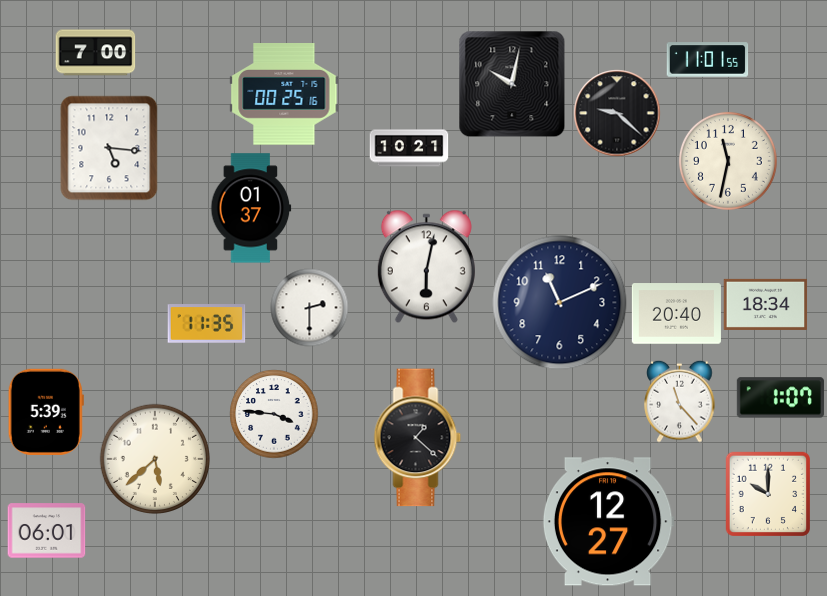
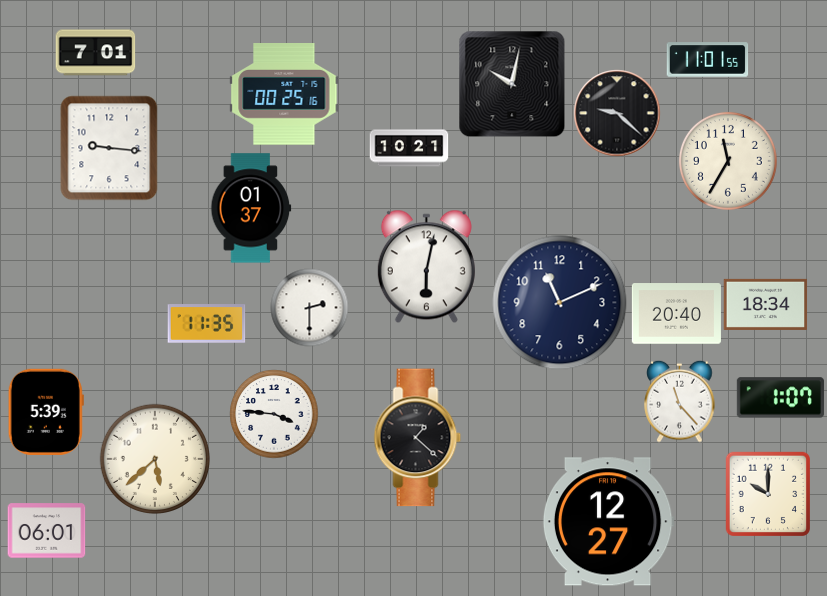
clock at (95, 53): 7:00 -> 7:01
clock at (109, 148): 5:16 -> 9:16
clock at (728, 161): 11:32 -> 11:35
